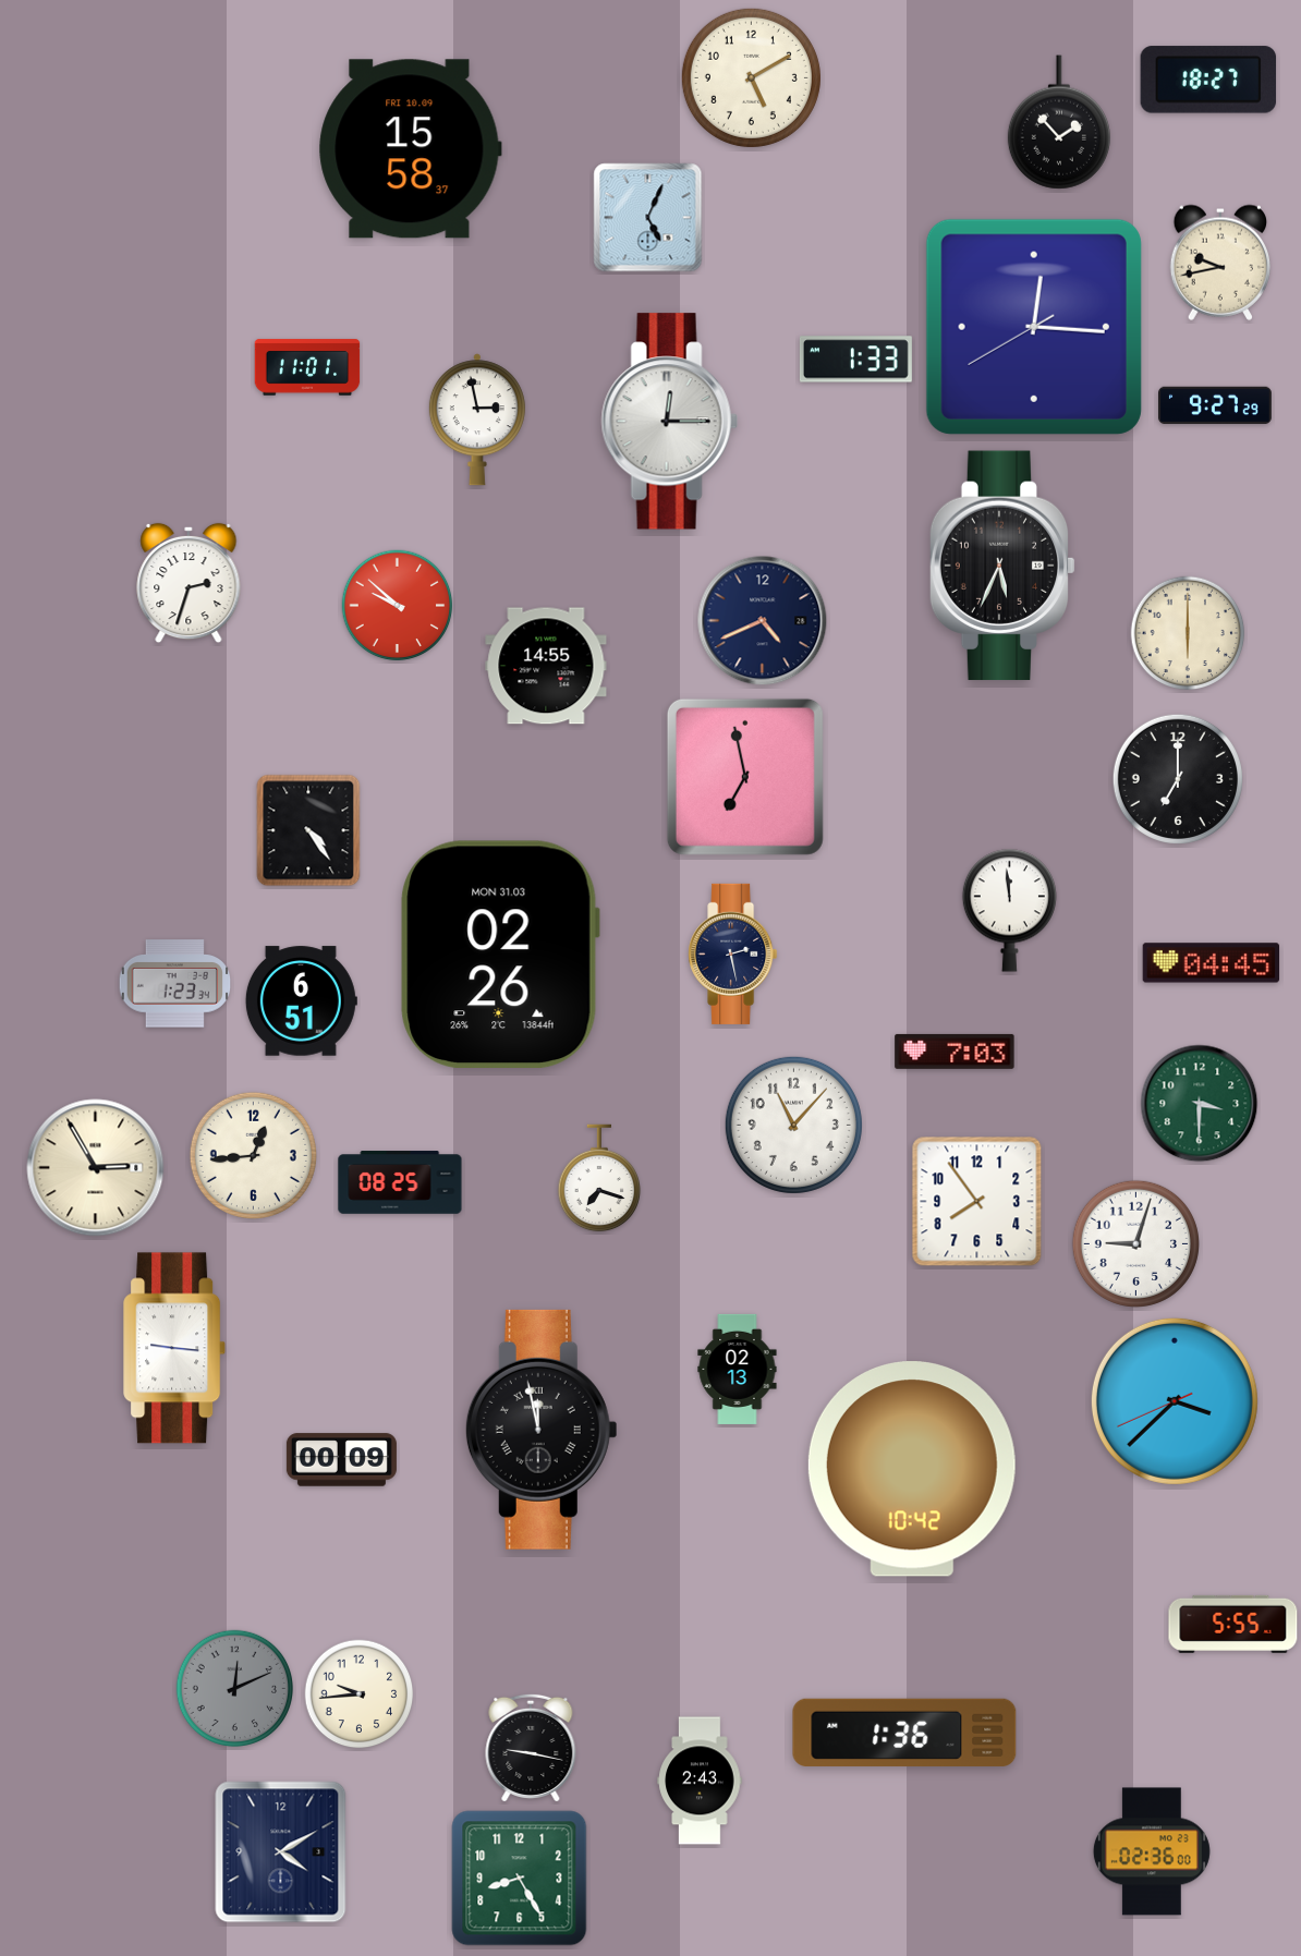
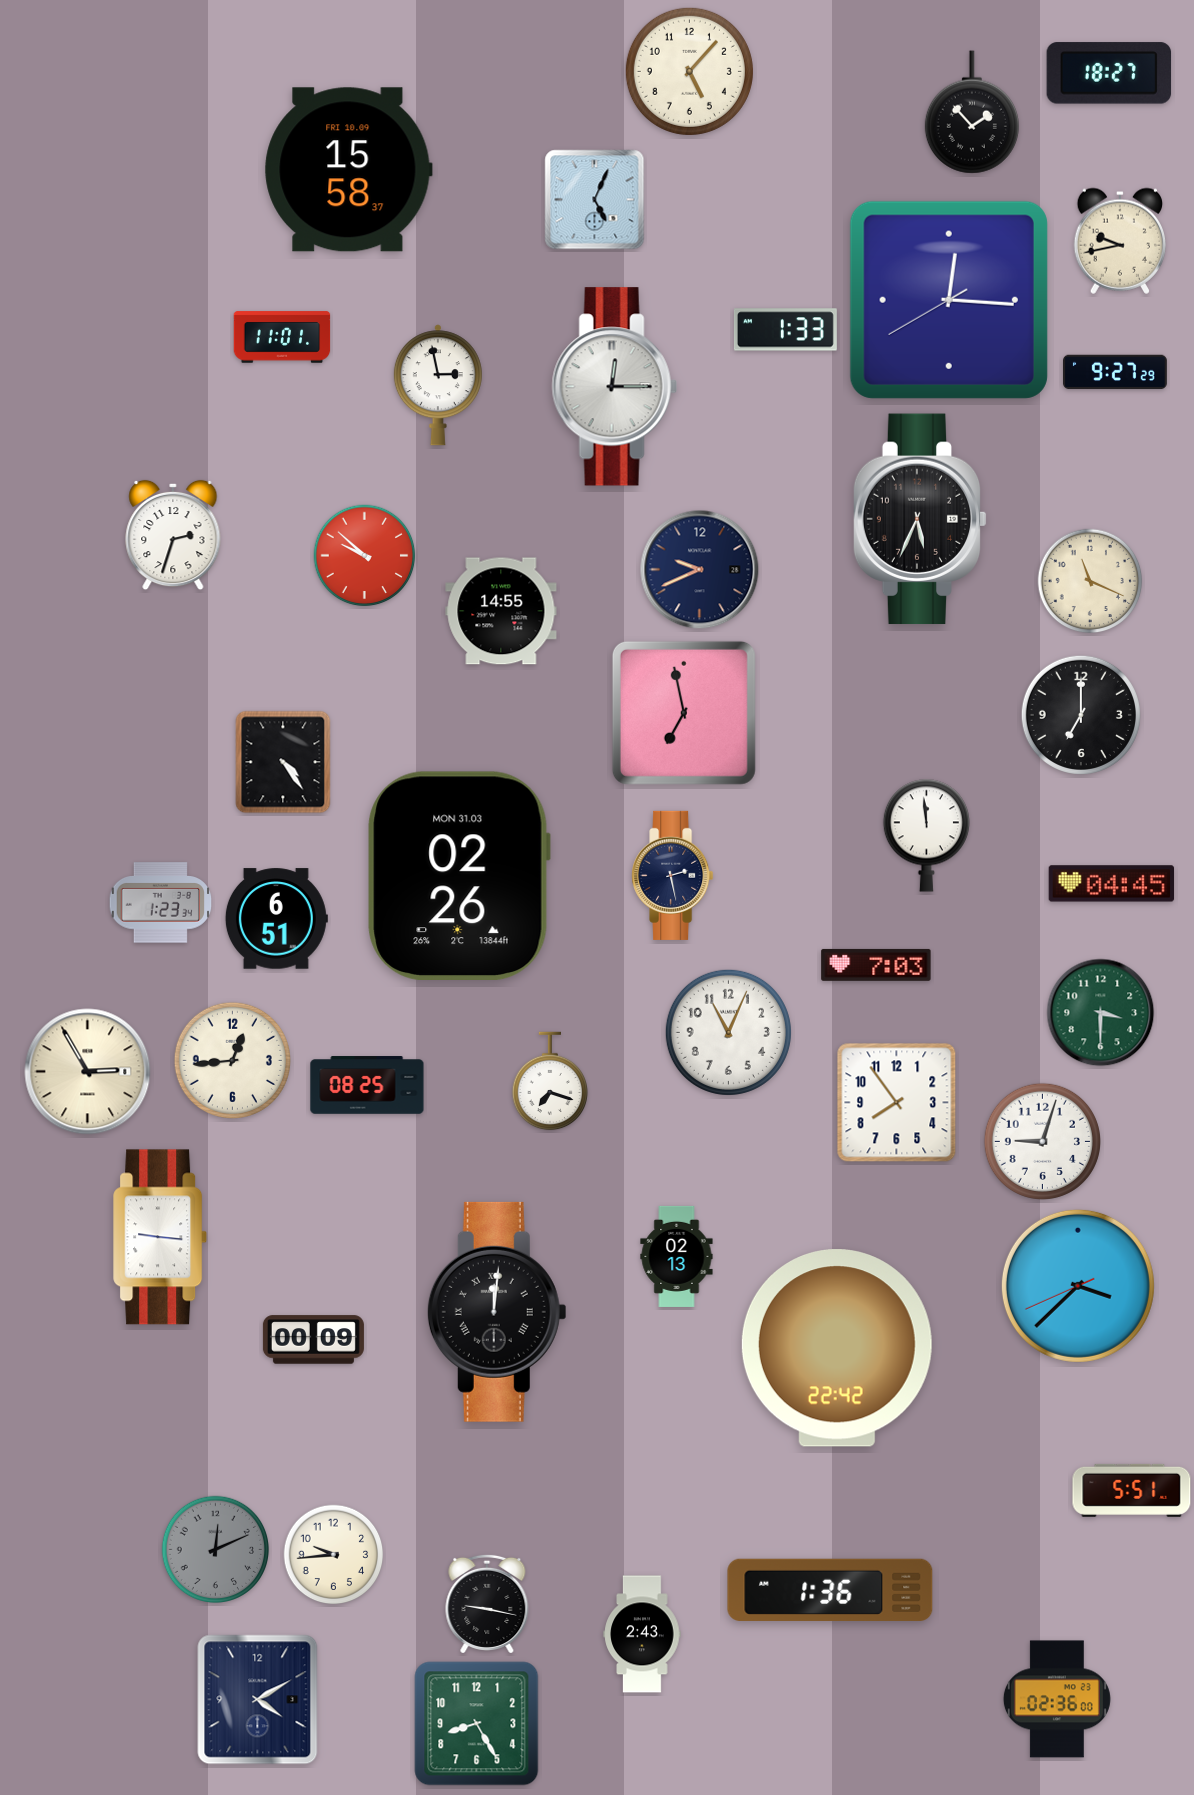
clock at (751, 77): 5:10 -> 5:07
clock at (411, 149) position: (411, 149) -> (349, 170)
clock at (763, 621): 4:41 -> 9:41
clock at (1188, 633): 6:00 -> 11:19
clock at (793, 1125): 11:07 -> 11:04
clock at (542, 1430): 11:58 -> 12:01
clock at (912, 1469): 10:42 -> 22:42
clock at (1233, 1624): 5:55 -> 5:51
clock at (360, 1694) position: (360, 1694) -> (334, 1555)
